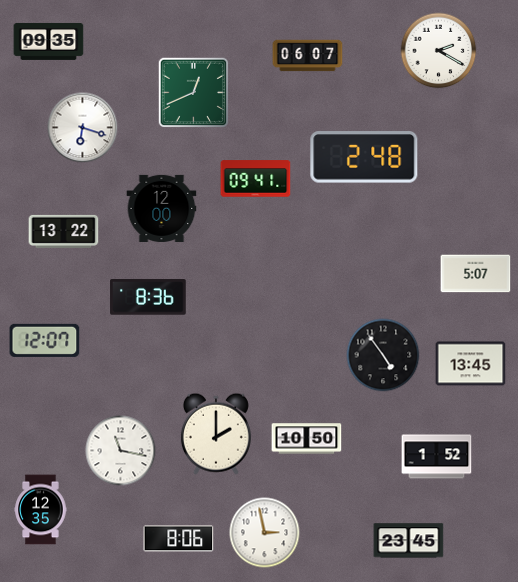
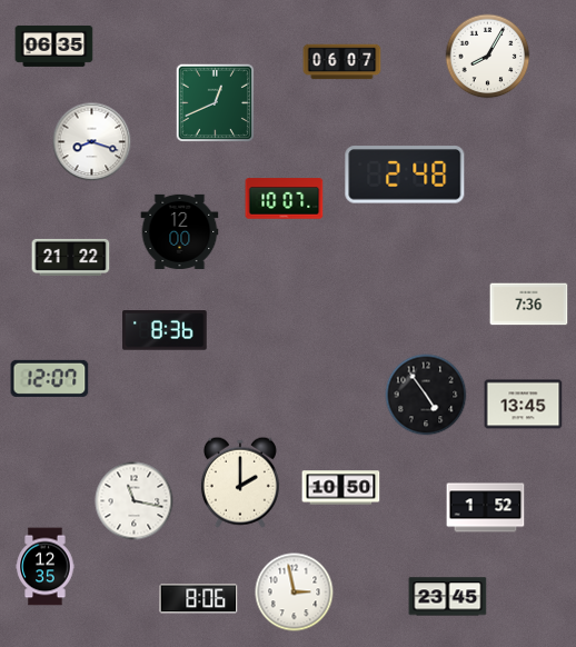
clock at (49, 41): 09:35 -> 06:35
clock at (439, 51): 2:20 -> 8:05
clock at (83, 128): 6:18 -> 8:18
clock at (256, 179): 09:41 -> 10:07
clock at (64, 231): 13:22 -> 21:22
clock at (476, 274): 5:07 -> 7:36
clock at (409, 541) position: (409, 541) -> (448, 597)
